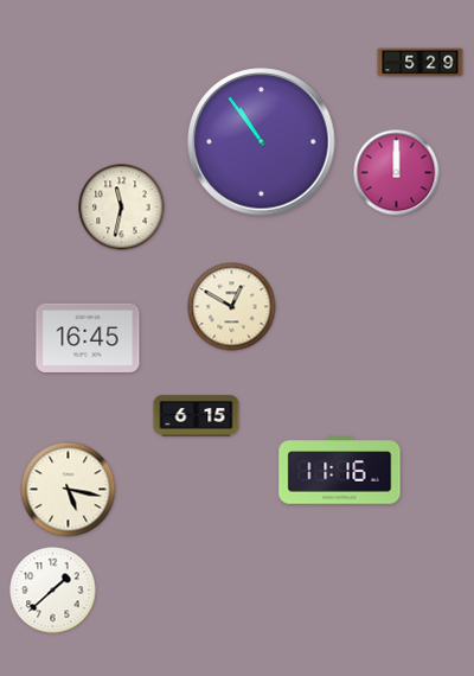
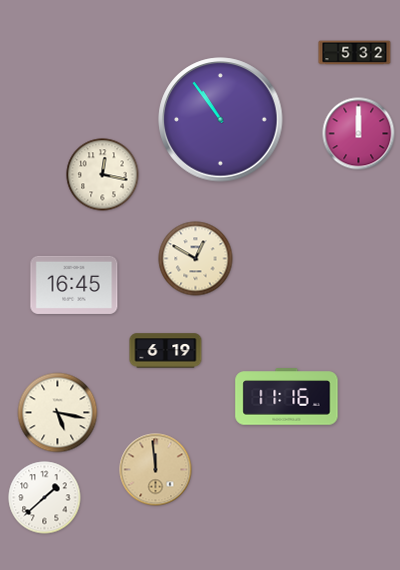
clock at (421, 63): 5:29 -> 5:32
clock at (397, 173) position: (397, 173) -> (359, 134)
clock at (122, 208): 11:32 -> 12:17
clock at (197, 416): 6:15 -> 6:19
clock at (156, 470): none -> 11:59
